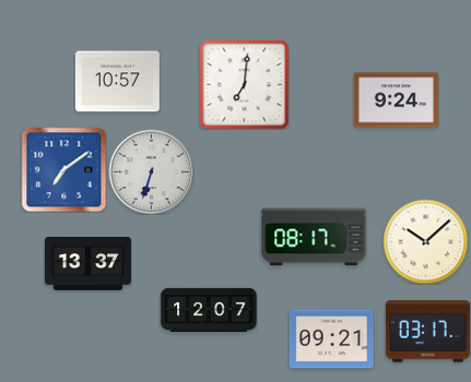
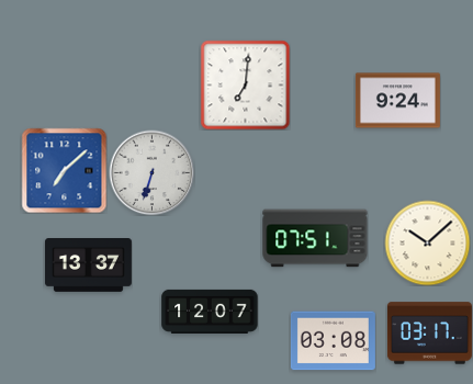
clock at (117, 82): 10:57 -> none
clock at (63, 169): 7:09 -> 7:08
clock at (314, 237): 08:17 -> 07:51
clock at (331, 339): 09:21 -> 03:08
